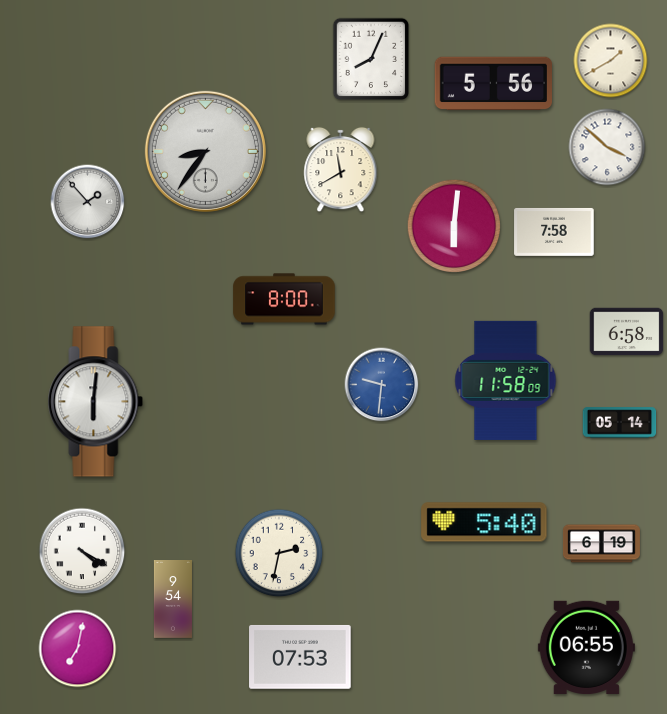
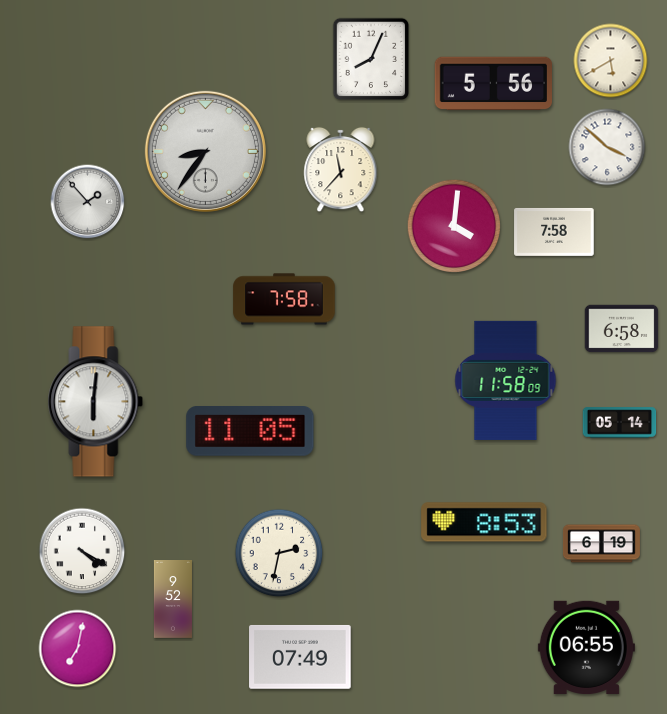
clock at (611, 61): 1:40 -> 5:40
clock at (341, 170): 11:40 -> 11:37
clock at (454, 226): 6:01 -> 4:01
clock at (284, 299): 8:00 -> 7:58
clock at (627, 332) position: (627, 332) -> (622, 329)
clock at (382, 385): 9:31 -> none
clock at (250, 432): none -> 11:05
clock at (484, 522): 5:40 -> 8:53
clock at (173, 600): 9:54 -> 9:52
clock at (300, 657): 07:53 -> 07:49
